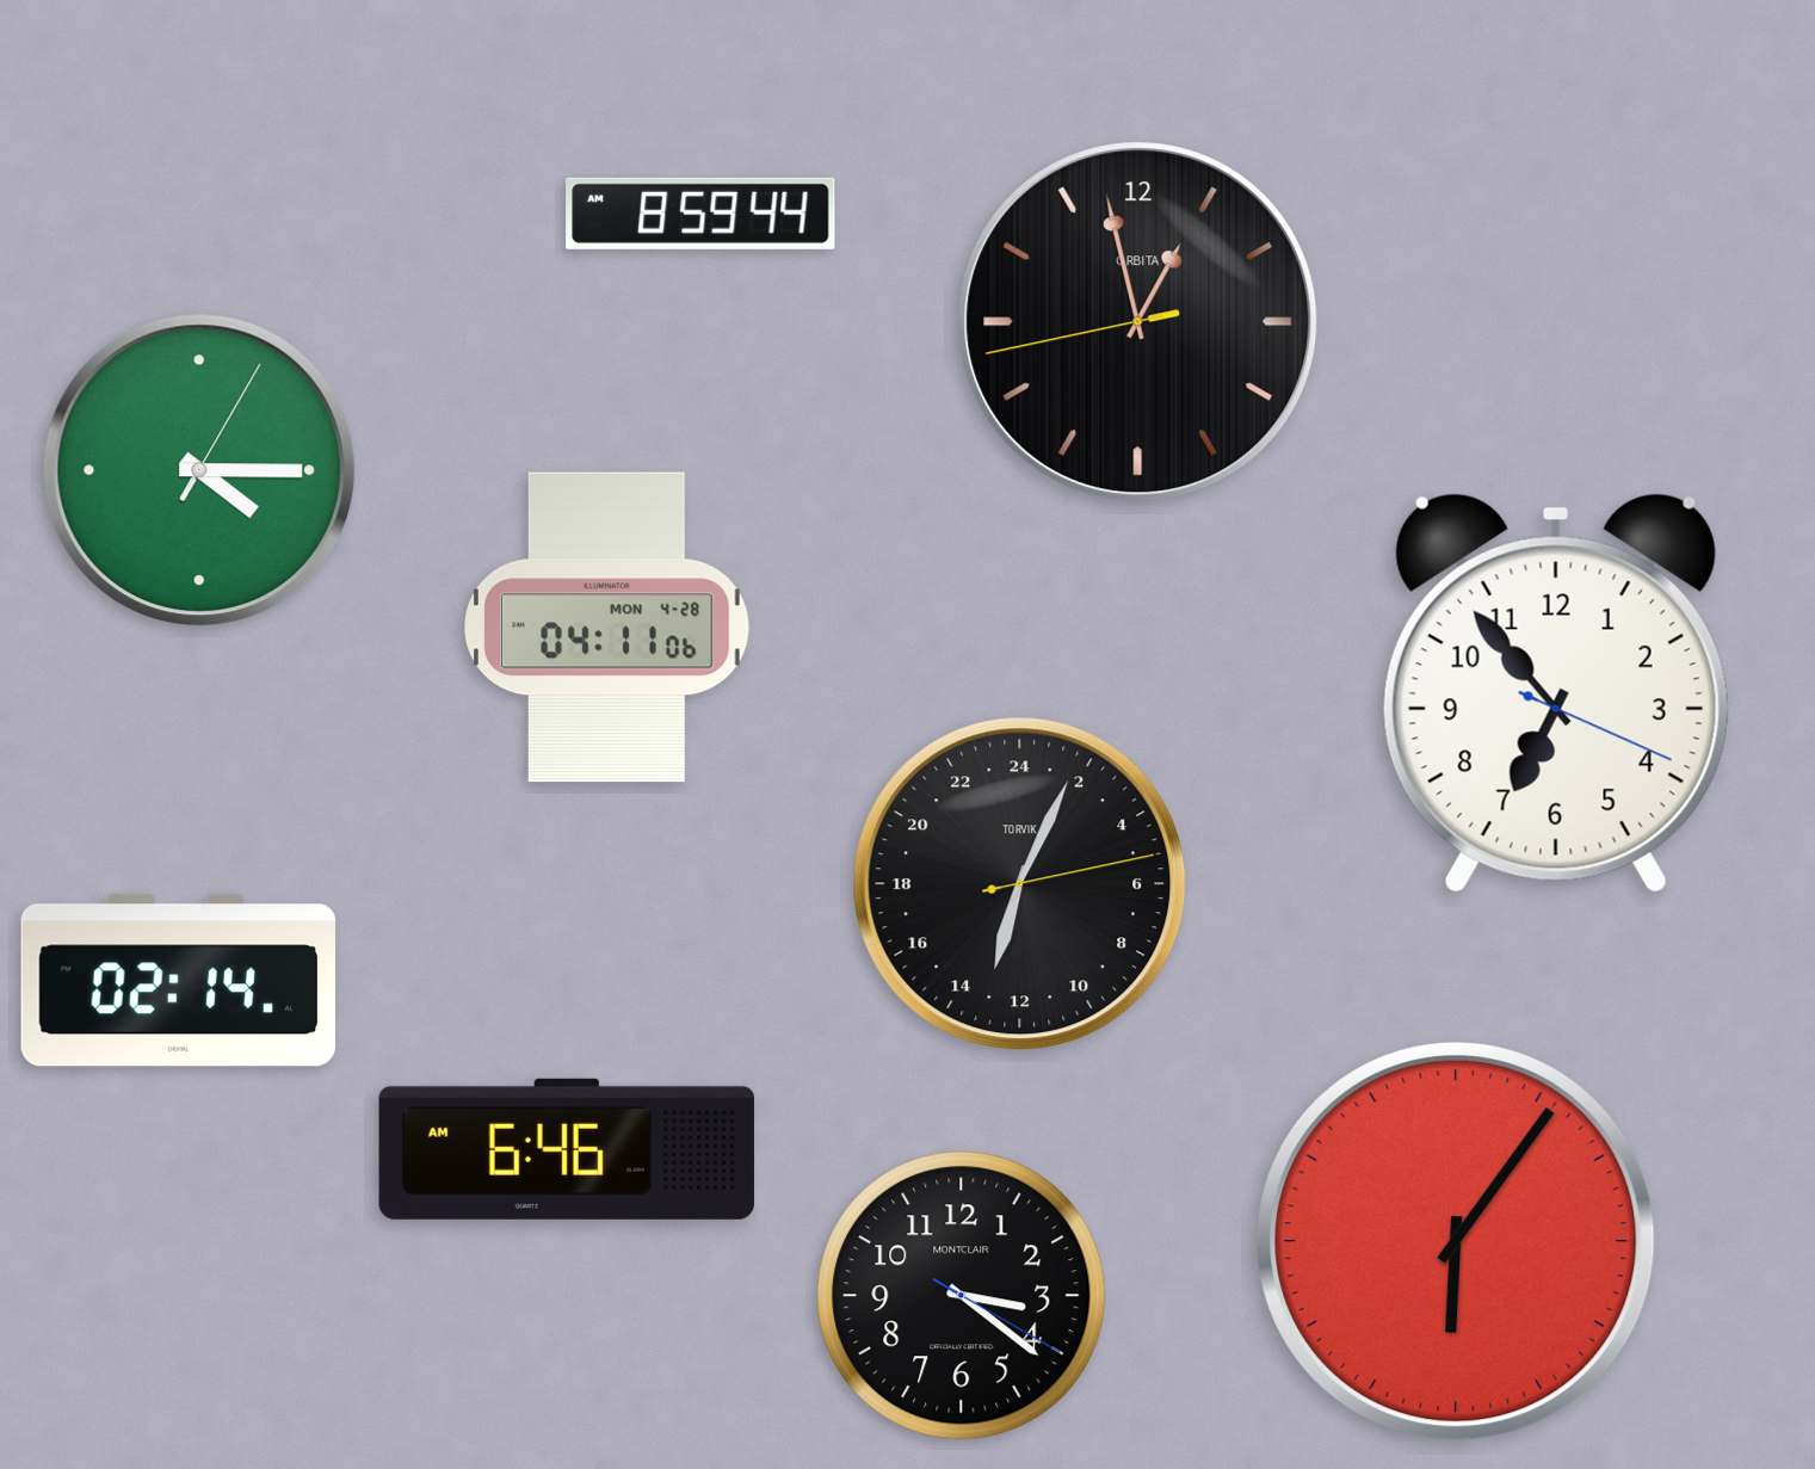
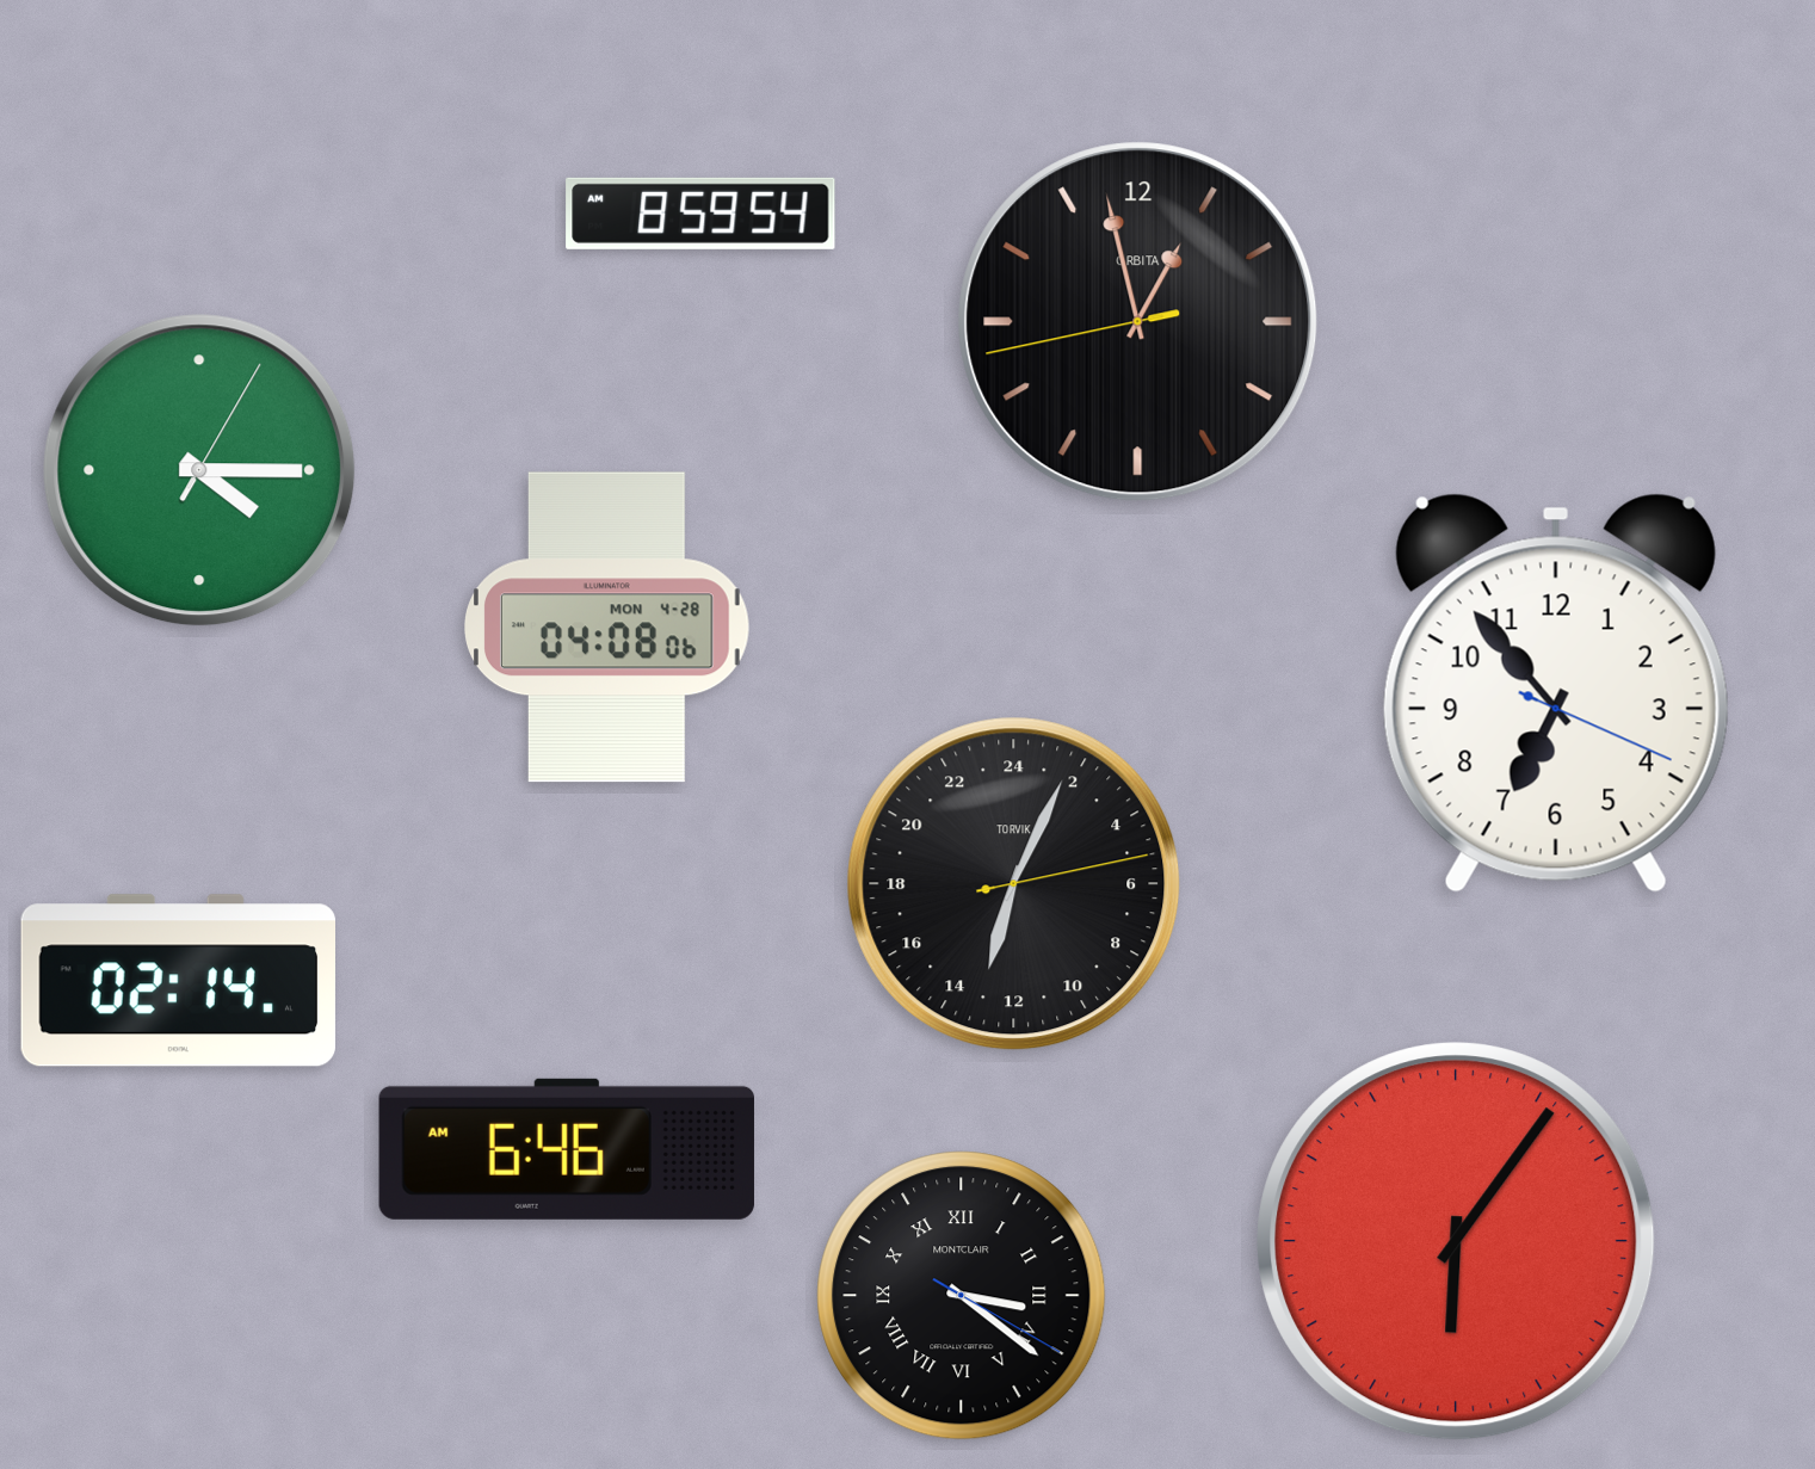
clock at (700, 214): 8:59:44 -> 8:59:54
clock at (607, 628): 04:11 -> 04:08
clock at (1020, 884) position: (1020, 884) -> (1014, 884)
clock at (962, 1296) numerals: Arabic -> Roman
